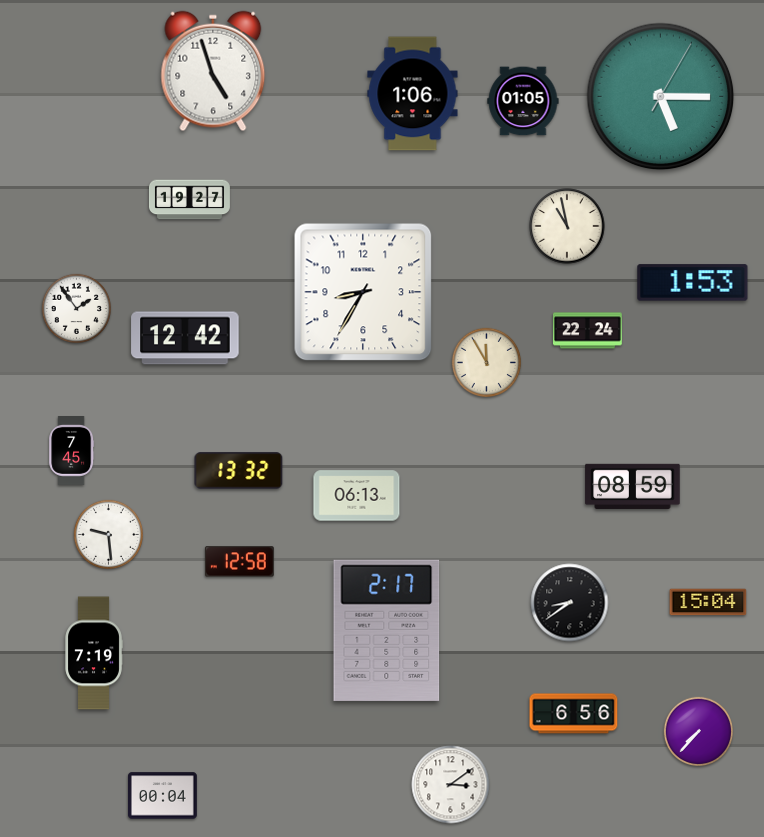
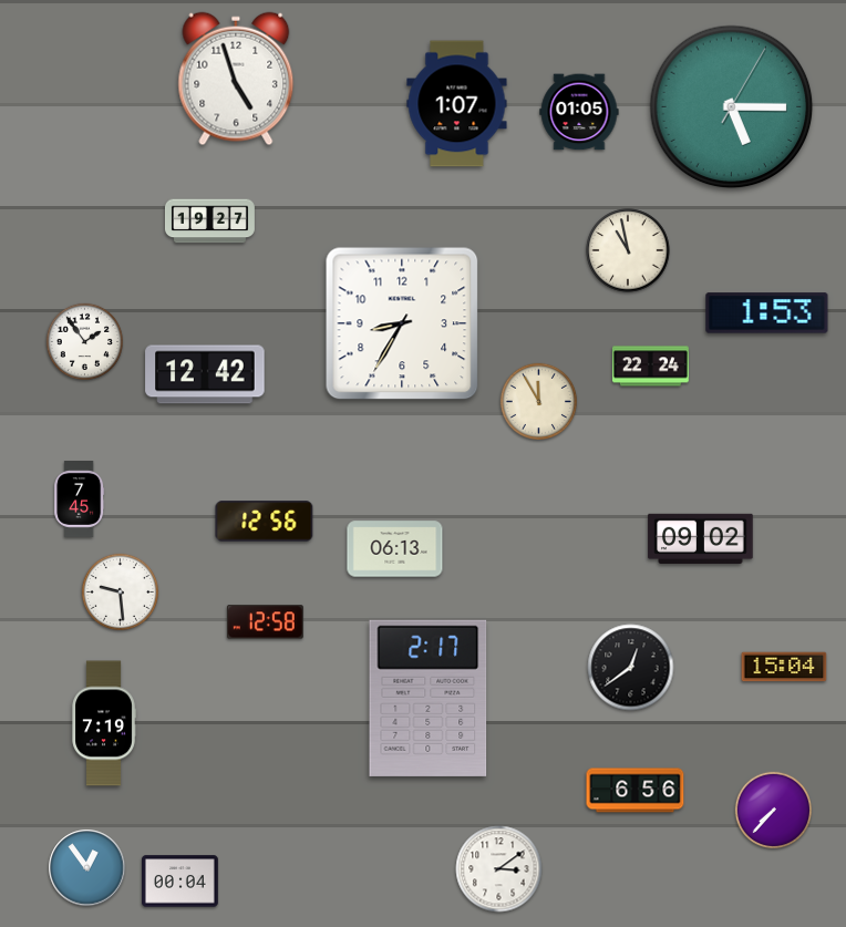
clock at (413, 94): 1:06 -> 1:07
clock at (239, 471): 13:32 -> 12:56
clock at (633, 486): 08:59 -> 09:02
clock at (570, 603): 8:39 -> 12:39
clock at (87, 868): none -> 12:54
